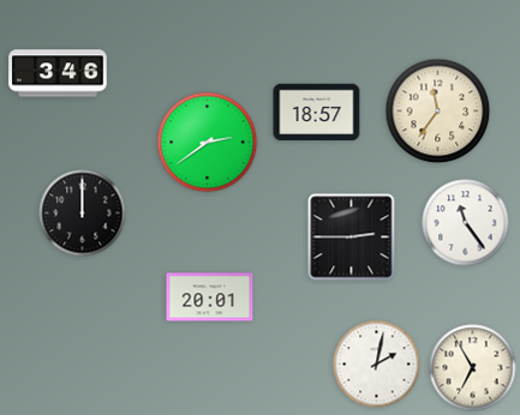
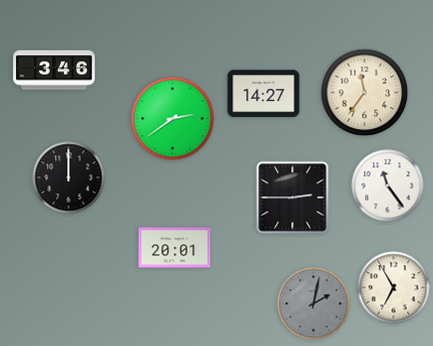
clock at (58, 73) position: (58, 73) -> (54, 70)
clock at (317, 113): 18:57 -> 14:27
clock at (377, 365) dial: white -> grey
clock at (473, 368) position: (473, 368) -> (394, 288)
